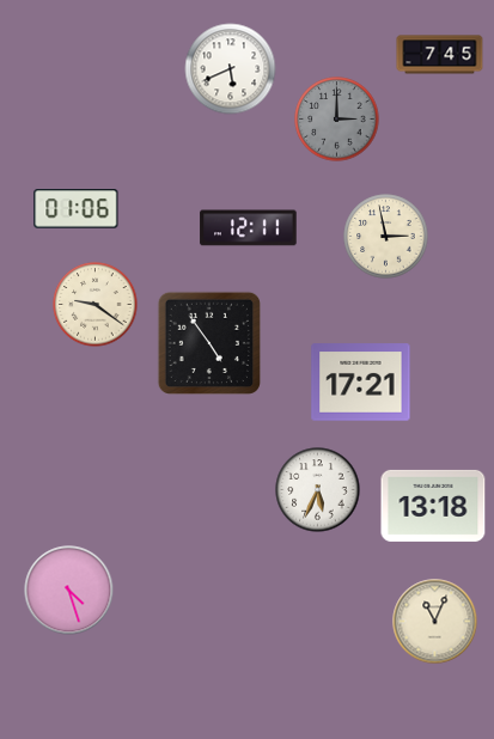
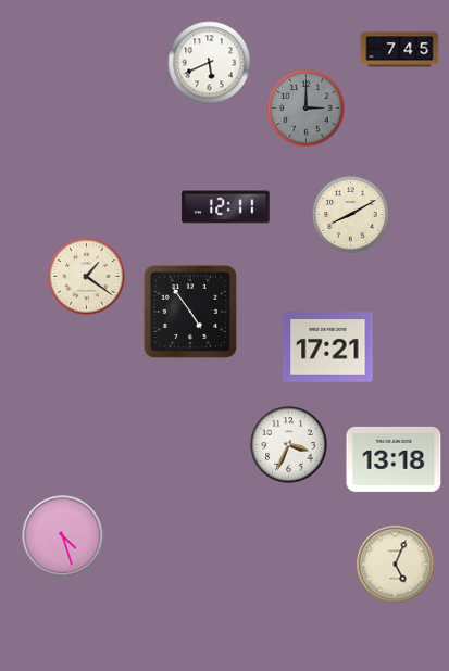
clock at (77, 209): 01:06 -> none
clock at (386, 237): 2:58 -> 8:10
clock at (96, 305): 9:21 -> 1:21
clock at (318, 490): 5:34 -> 3:34
clock at (435, 622): 11:04 -> 5:04
